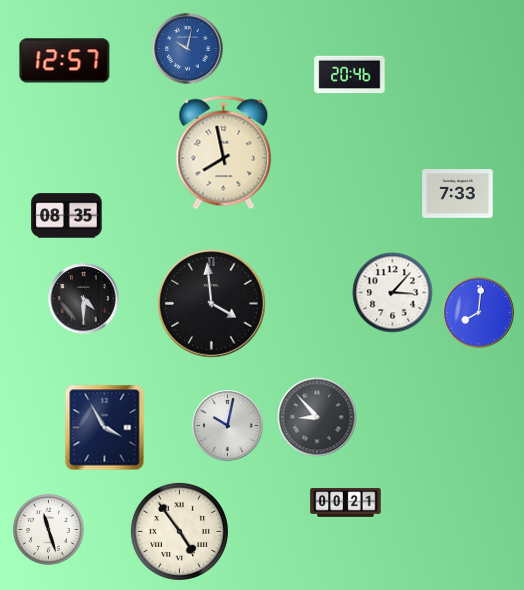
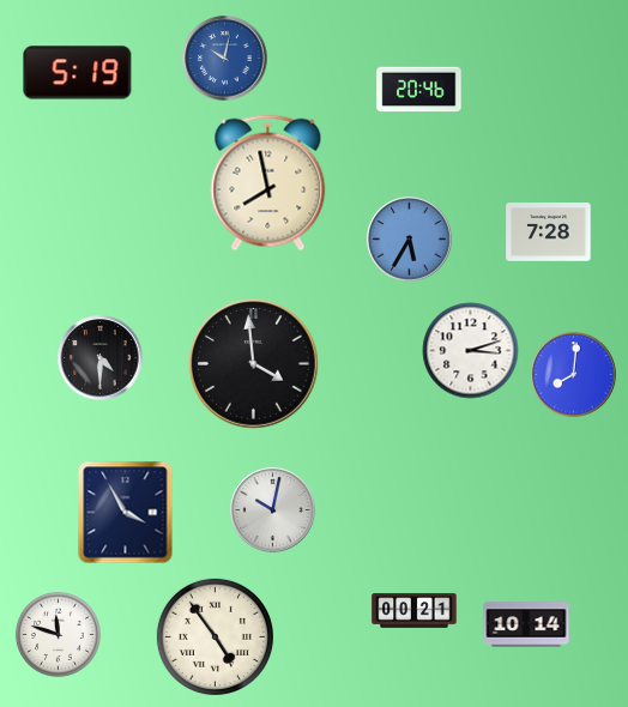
clock at (65, 61): 12:57 -> 5:19
clock at (458, 194): 7:33 -> 7:28
clock at (410, 240): none -> 5:35
clock at (67, 216): 08:35 -> none
clock at (393, 293): 3:07 -> 3:12
clock at (317, 417): 8:53 -> none
clock at (346, 503) position: (346, 503) -> (415, 611)
clock at (526, 624): none -> 10:14
clock at (48, 529): 11:27 -> 11:48
